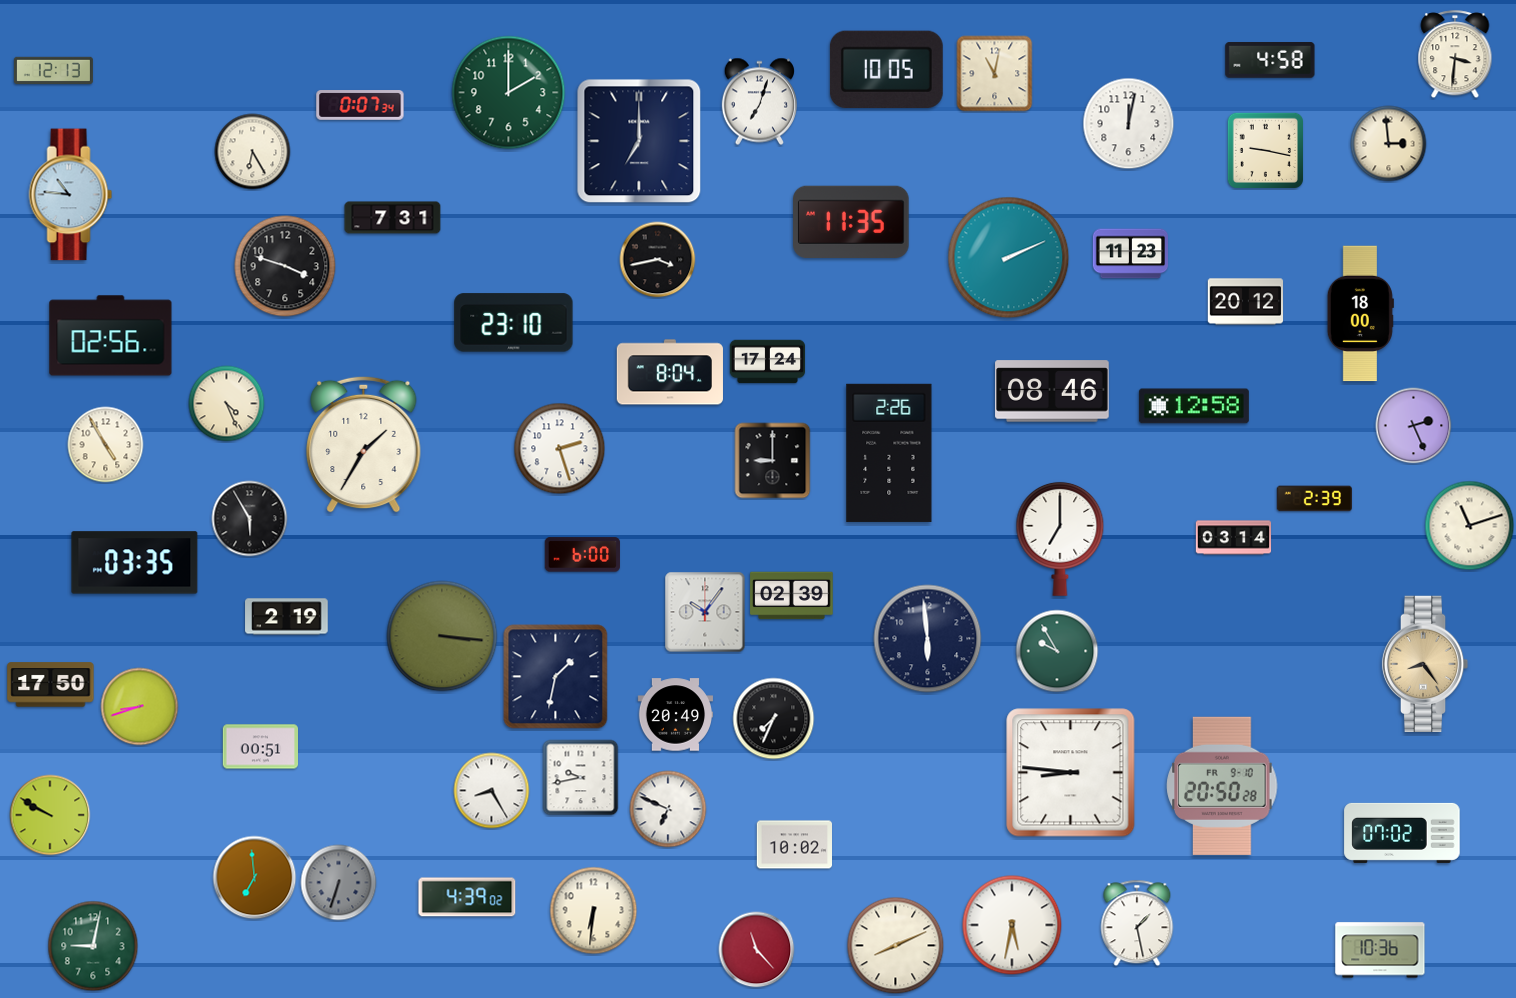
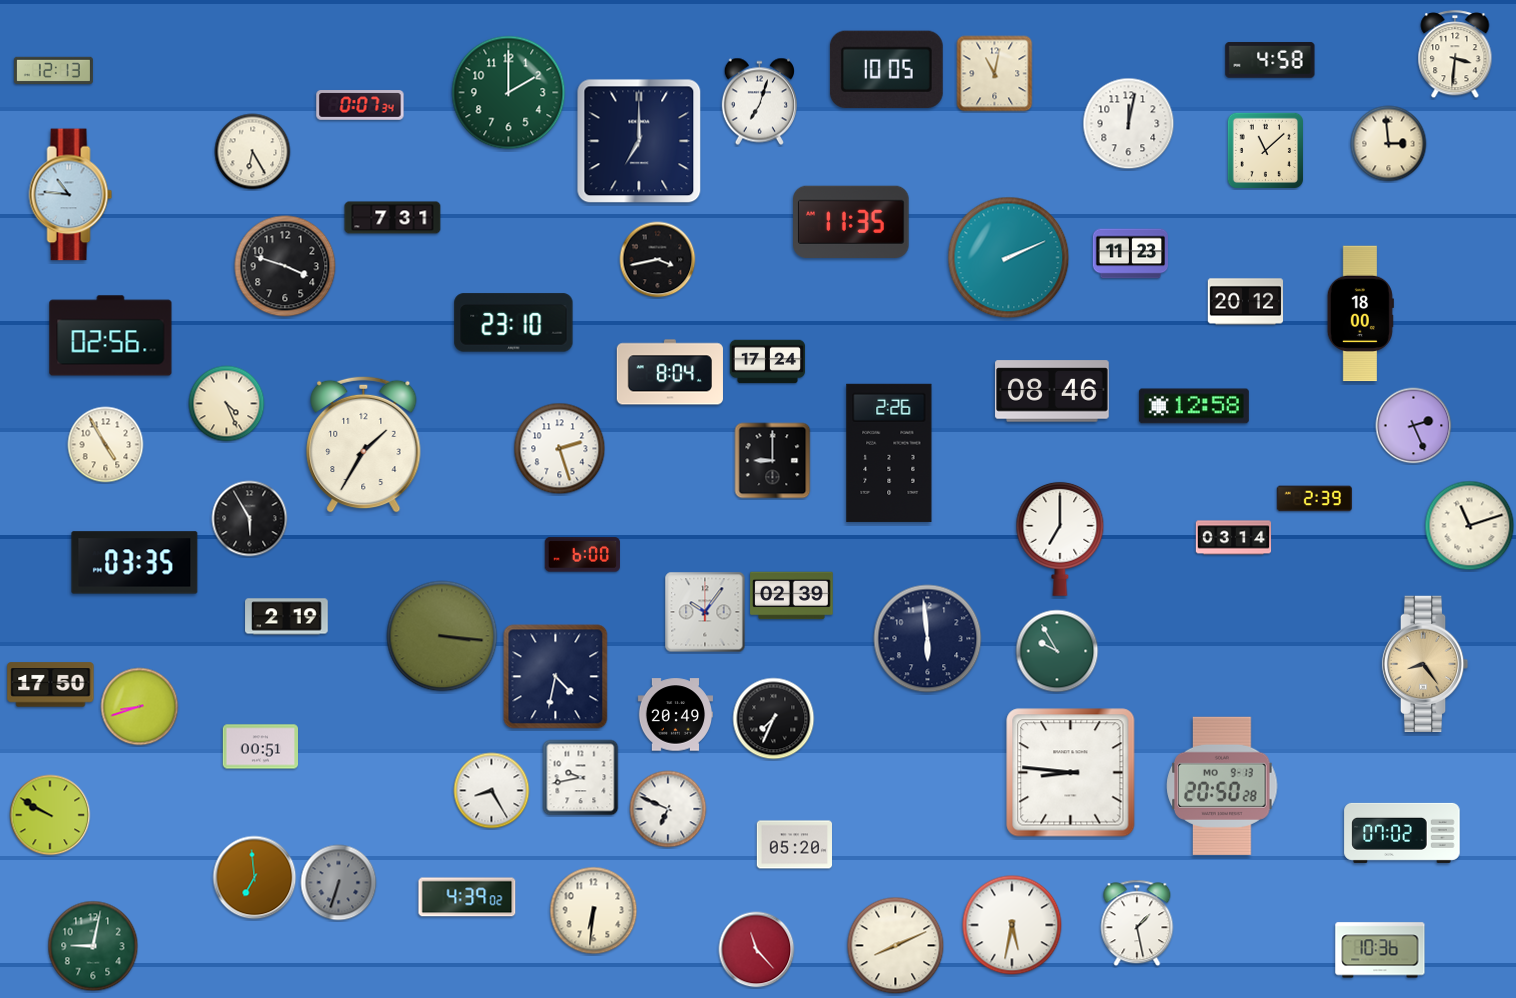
clock at (1265, 150): 9:17 -> 11:08
clock at (556, 677): 1:32 -> 4:32
clock at (1222, 786) date: FR 9-10 -> MO 9-13
clock at (794, 845): 10:02 -> 05:20
